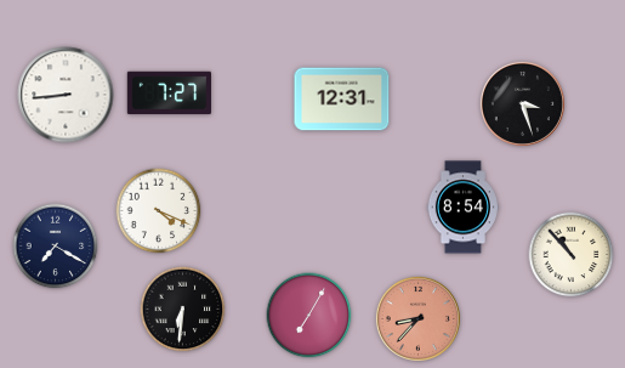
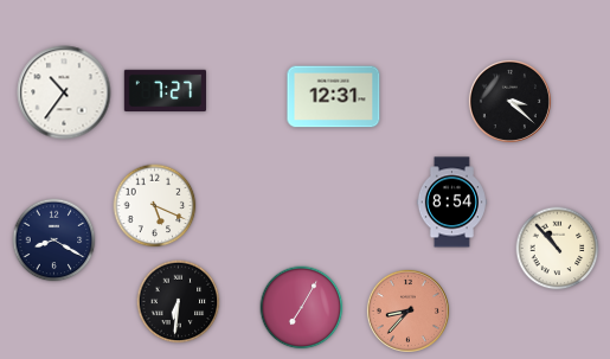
clock at (66, 95): 8:44 -> 10:36
clock at (522, 103): 3:27 -> 3:22
clock at (159, 211): 4:19 -> 5:19
clock at (56, 247): 7:20 -> 8:20
